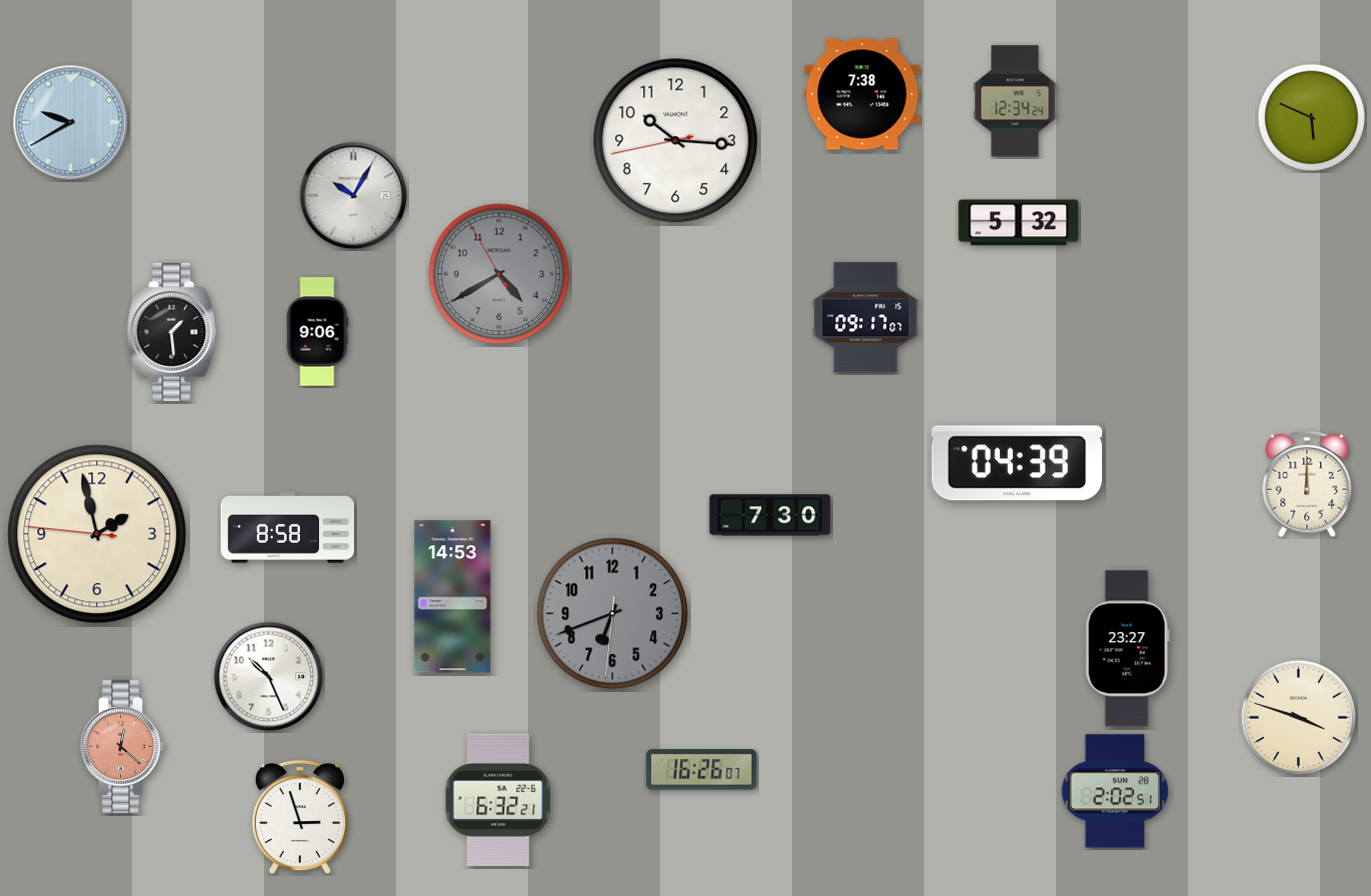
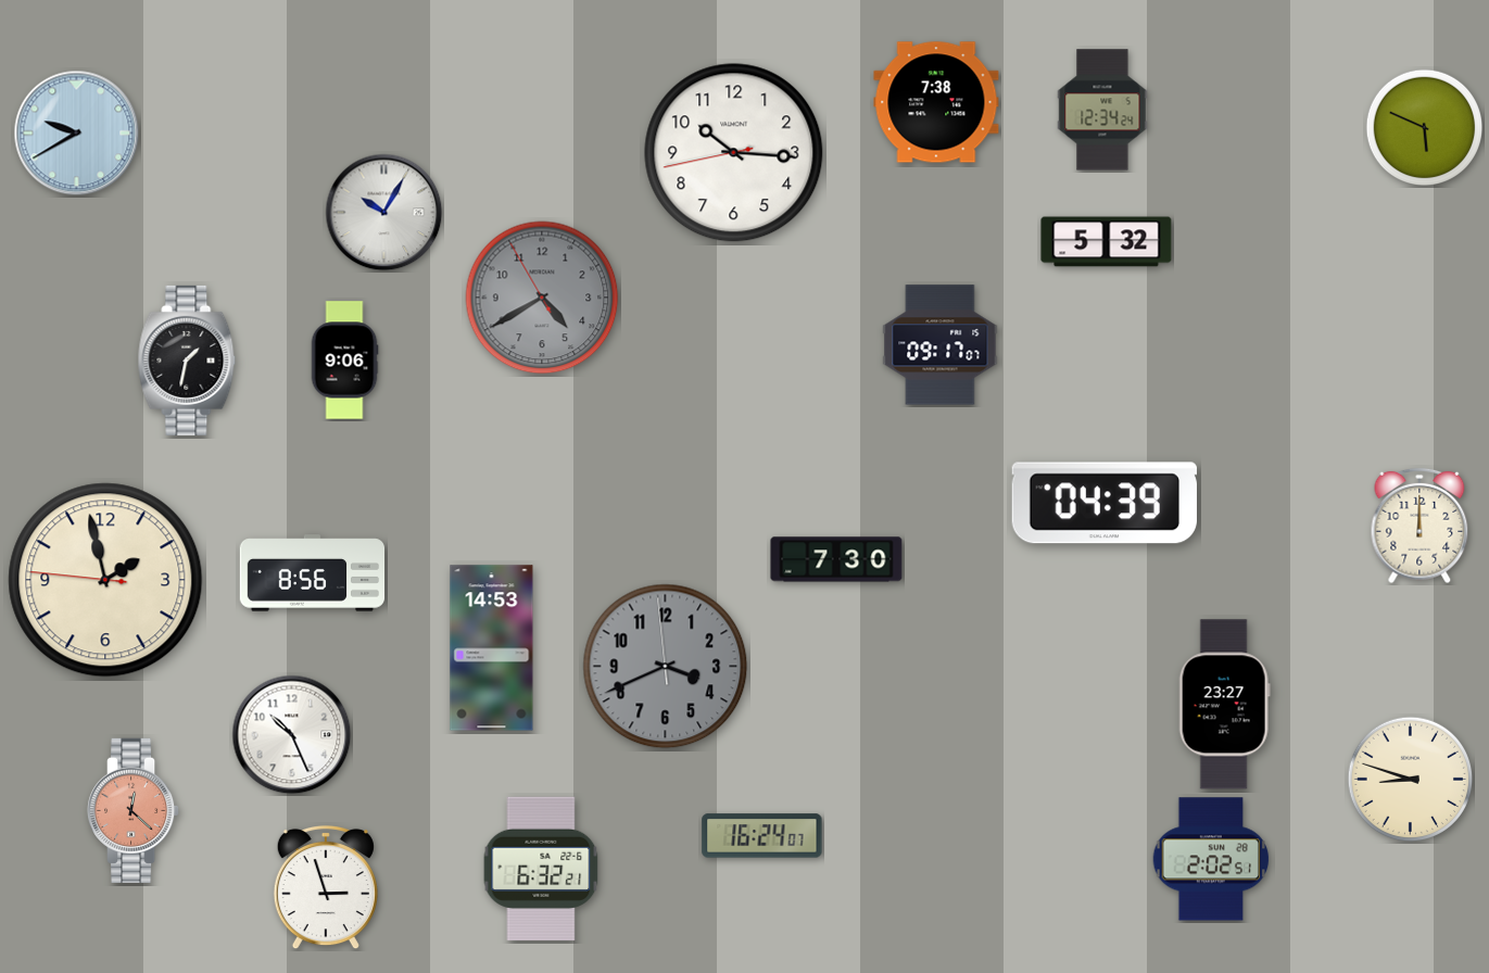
clock at (172, 332): 1:29 -> 1:32
clock at (288, 528): 8:58 -> 8:56
clock at (613, 614): 6:41 -> 3:40
clock at (1299, 718): 3:48 -> 8:48
clock at (702, 770): 16:26 -> 16:24
